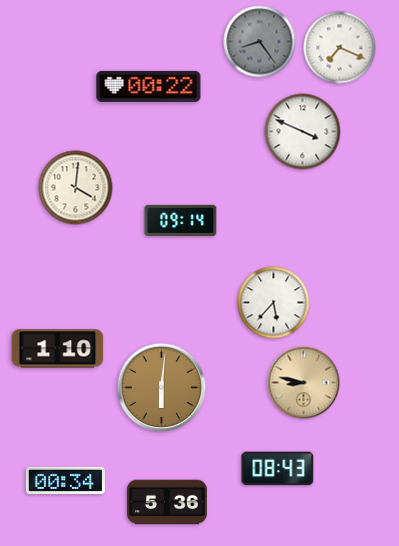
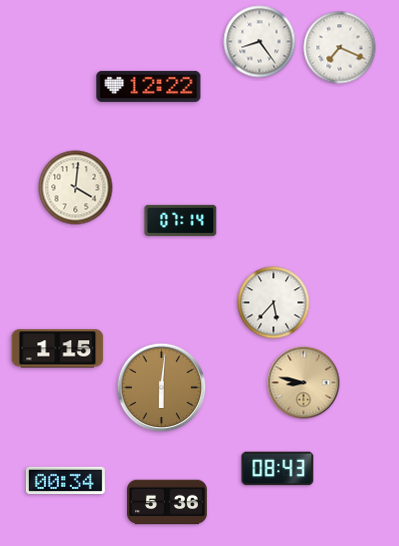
clock at (260, 42) dial: grey -> white
clock at (149, 86): 00:22 -> 12:22
clock at (303, 132): 3:49 -> none
clock at (181, 220): 09:14 -> 07:14
clock at (58, 349): 1:10 -> 1:15
